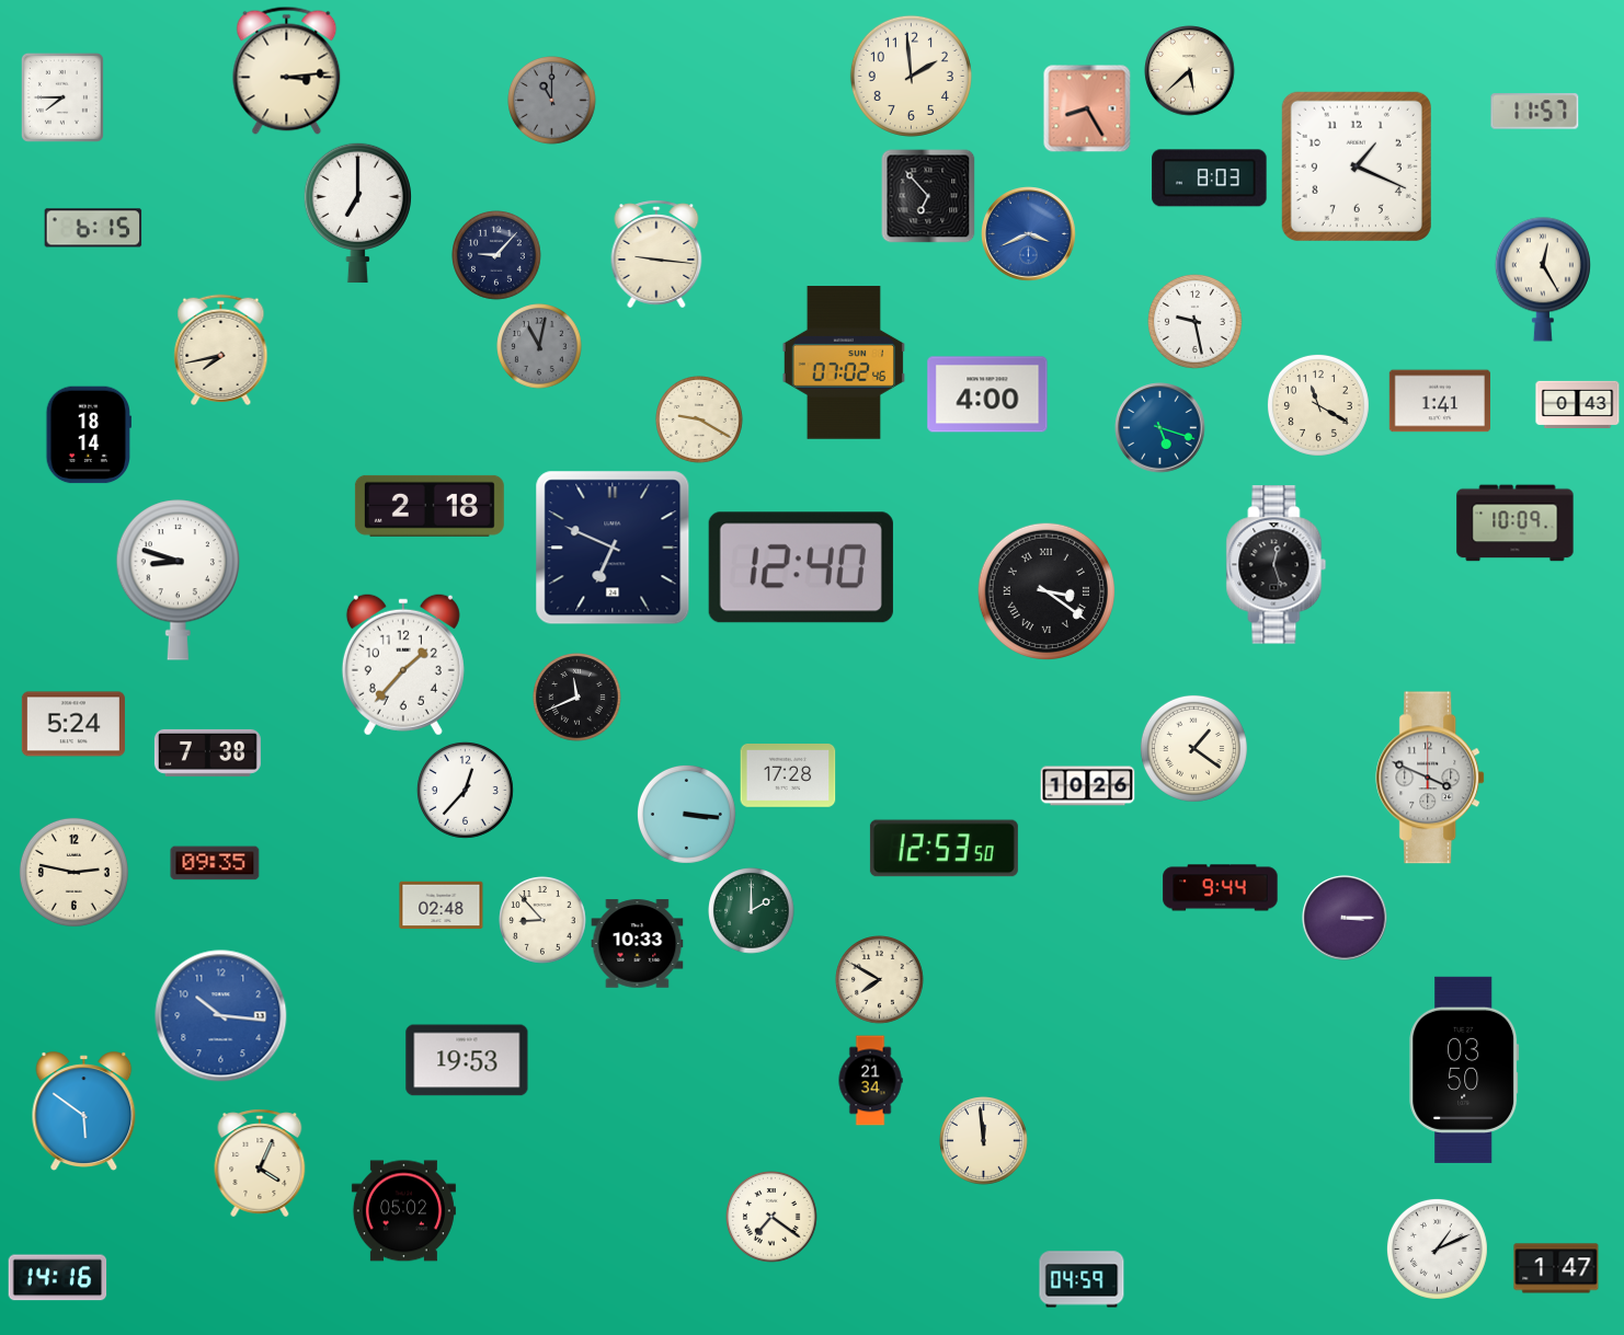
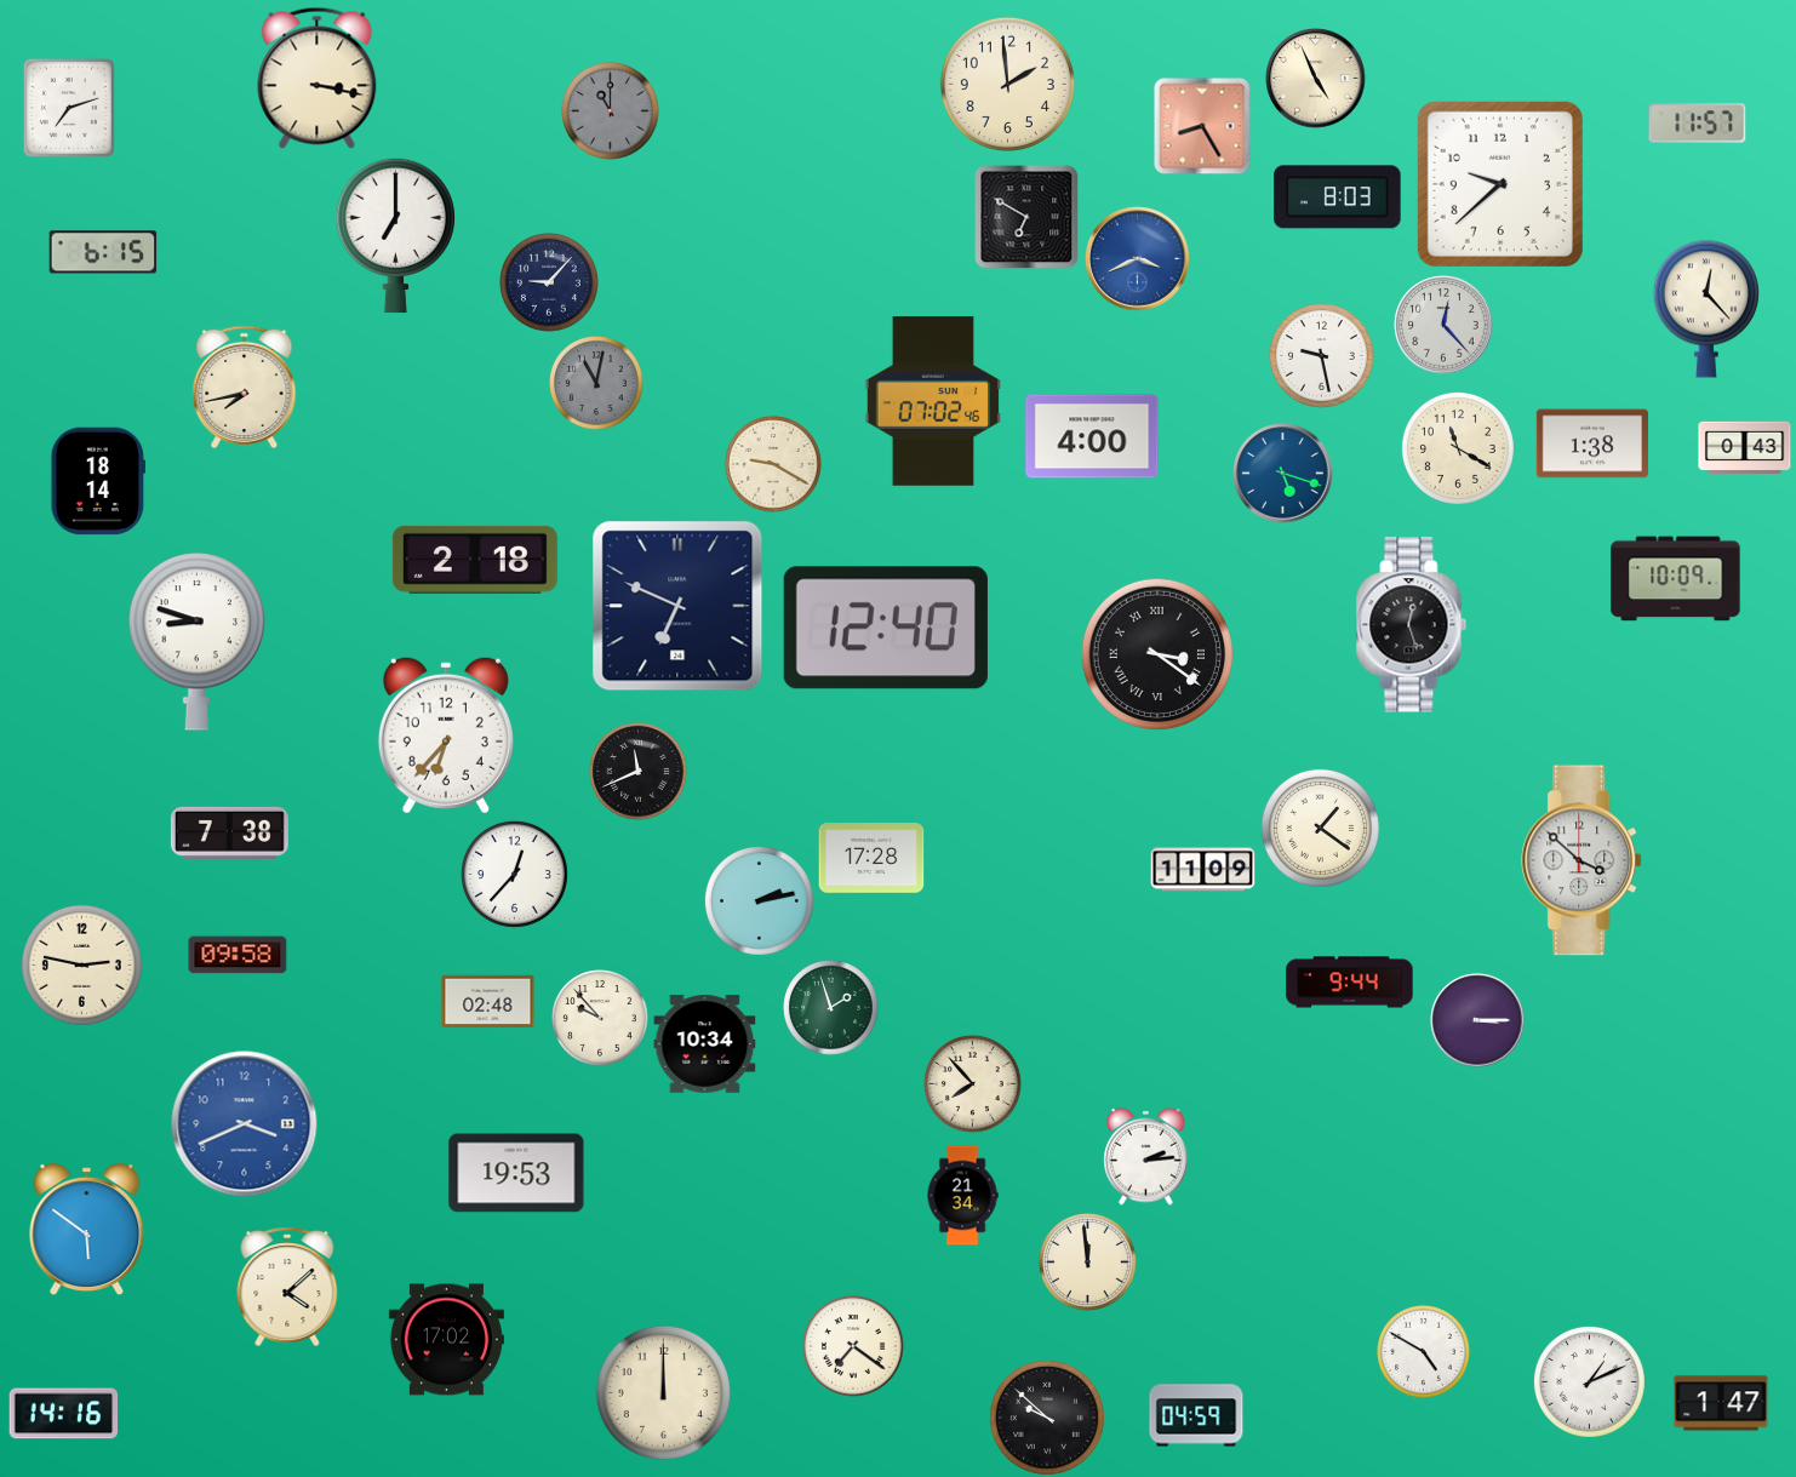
clock at (287, 70): 3:14 -> 3:17
clock at (1190, 71): 5:38 -> 4:56
clock at (62, 97): 7:45 -> 7:12
clock at (1087, 108) position: (1087, 108) -> (1202, 126)
clock at (1357, 166): 1:19 -> 9:38
clock at (928, 196): 6:53 -> 6:50
clock at (656, 254): 9:16 -> none
clock at (1543, 279): 12:25 -> 12:23
clock at (1443, 325): none -> 12:23
clock at (1439, 401): 1:41 -> 1:38
clock at (403, 665): 1:37 -> 6:37
clock at (73, 724): 5:24 -> none
clock at (1431, 778): 3:49 -> 3:52
clock at (1088, 786): 10:26 -> 11:09
clock at (686, 814): 3:16 -> 2:13
clock at (943, 849): 12:53 -> none
clock at (215, 863): 09:35 -> 09:58
clock at (752, 911): 2:00 -> 1:57
clock at (1345, 918) position: (1345, 918) -> (1477, 1020)
clock at (542, 920): 8:53 -> 9:53
clock at (638, 944): 10:33 -> 10:34
clock at (880, 980): 7:50 -> 7:53
clock at (221, 1016): 10:16 -> 3:41
clock at (1146, 1156): none -> 2:14
clock at (1464, 1070): 03:50 -> none
clock at (84, 1110) position: (84, 1110) -> (87, 1229)
clock at (260, 1163): 4:04 -> 4:08
clock at (403, 1211): 05:02 -> 17:02
clock at (1424, 1352): none -> 4:50
clock at (663, 1392): none -> 12:00
clock at (1047, 1418): none -> 9:52
